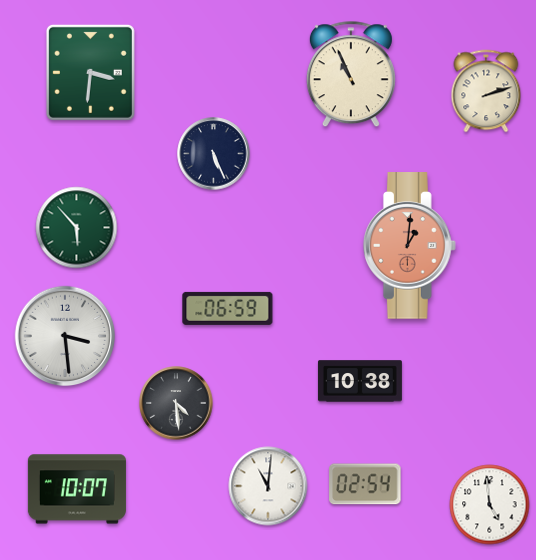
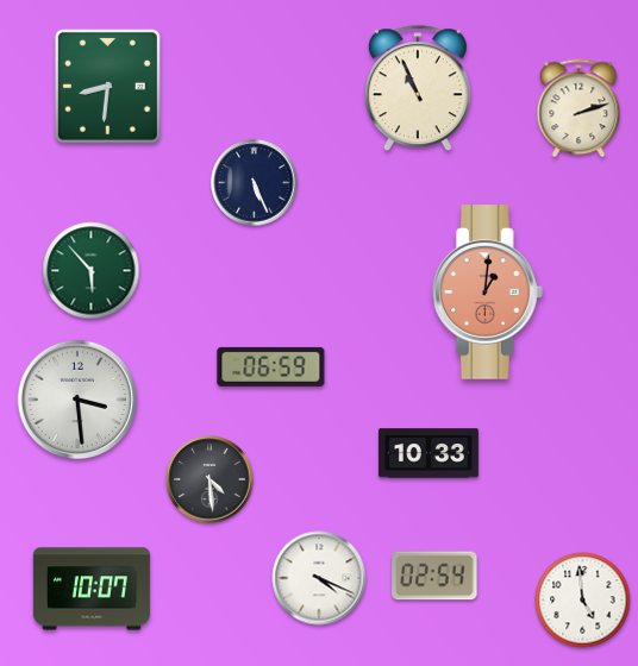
clock at (90, 72): 3:31 -> 8:31
clock at (360, 381): 10:38 -> 10:33
clock at (268, 486): 11:01 -> 4:19
clock at (77, 489) position: (77, 489) -> (92, 589)
